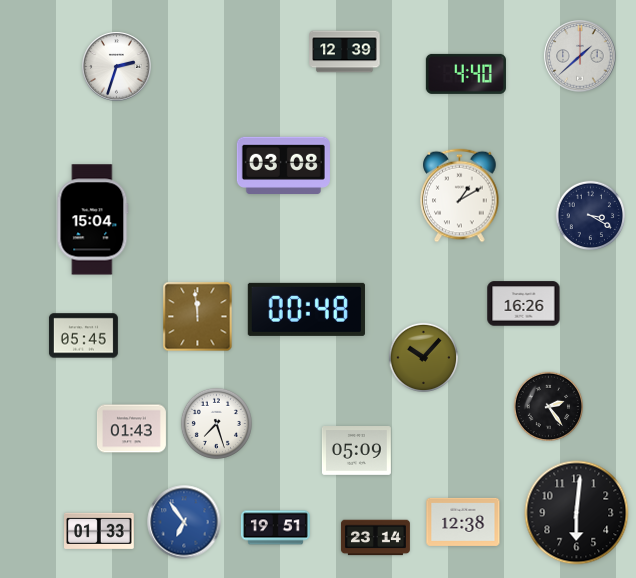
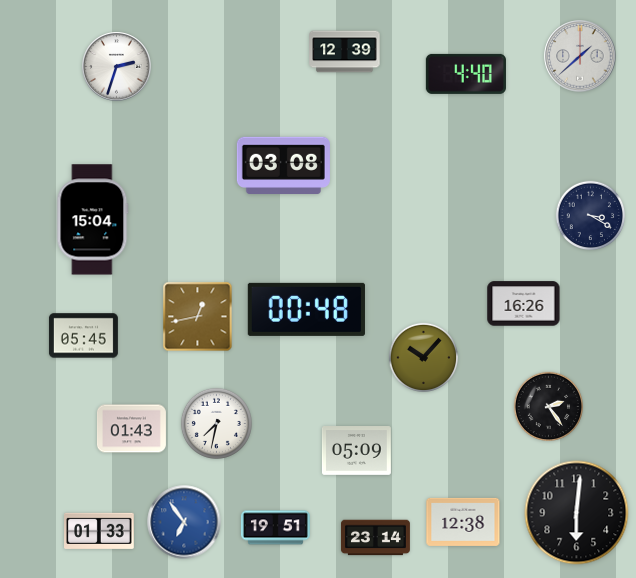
clock at (460, 196): 1:10 -> none
clock at (198, 317): 11:59 -> 12:43
clock at (216, 423): 7:27 -> 7:32
